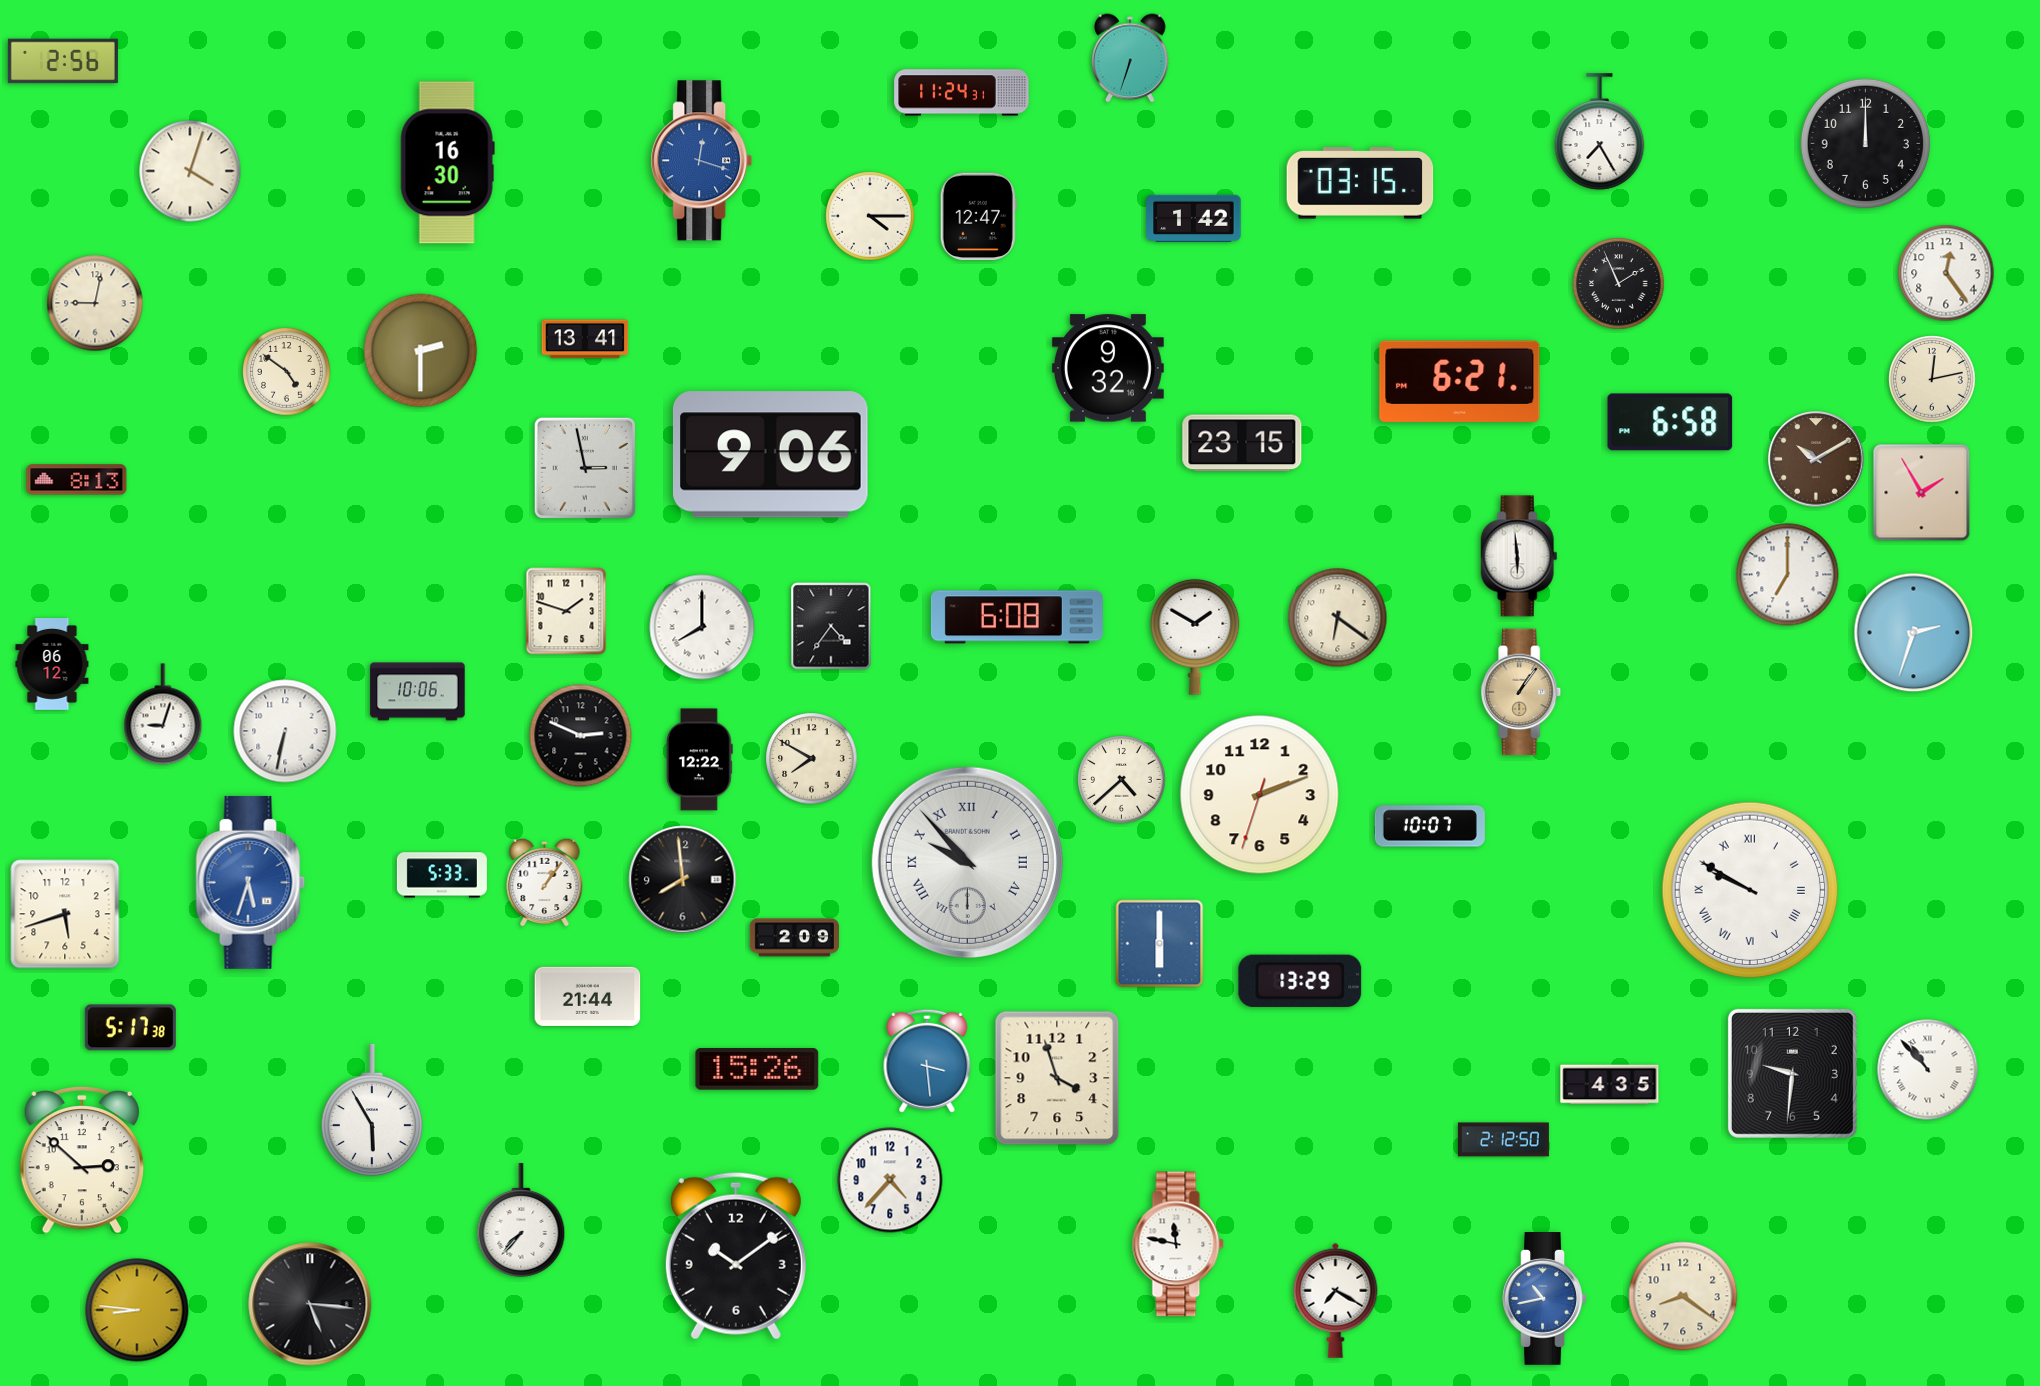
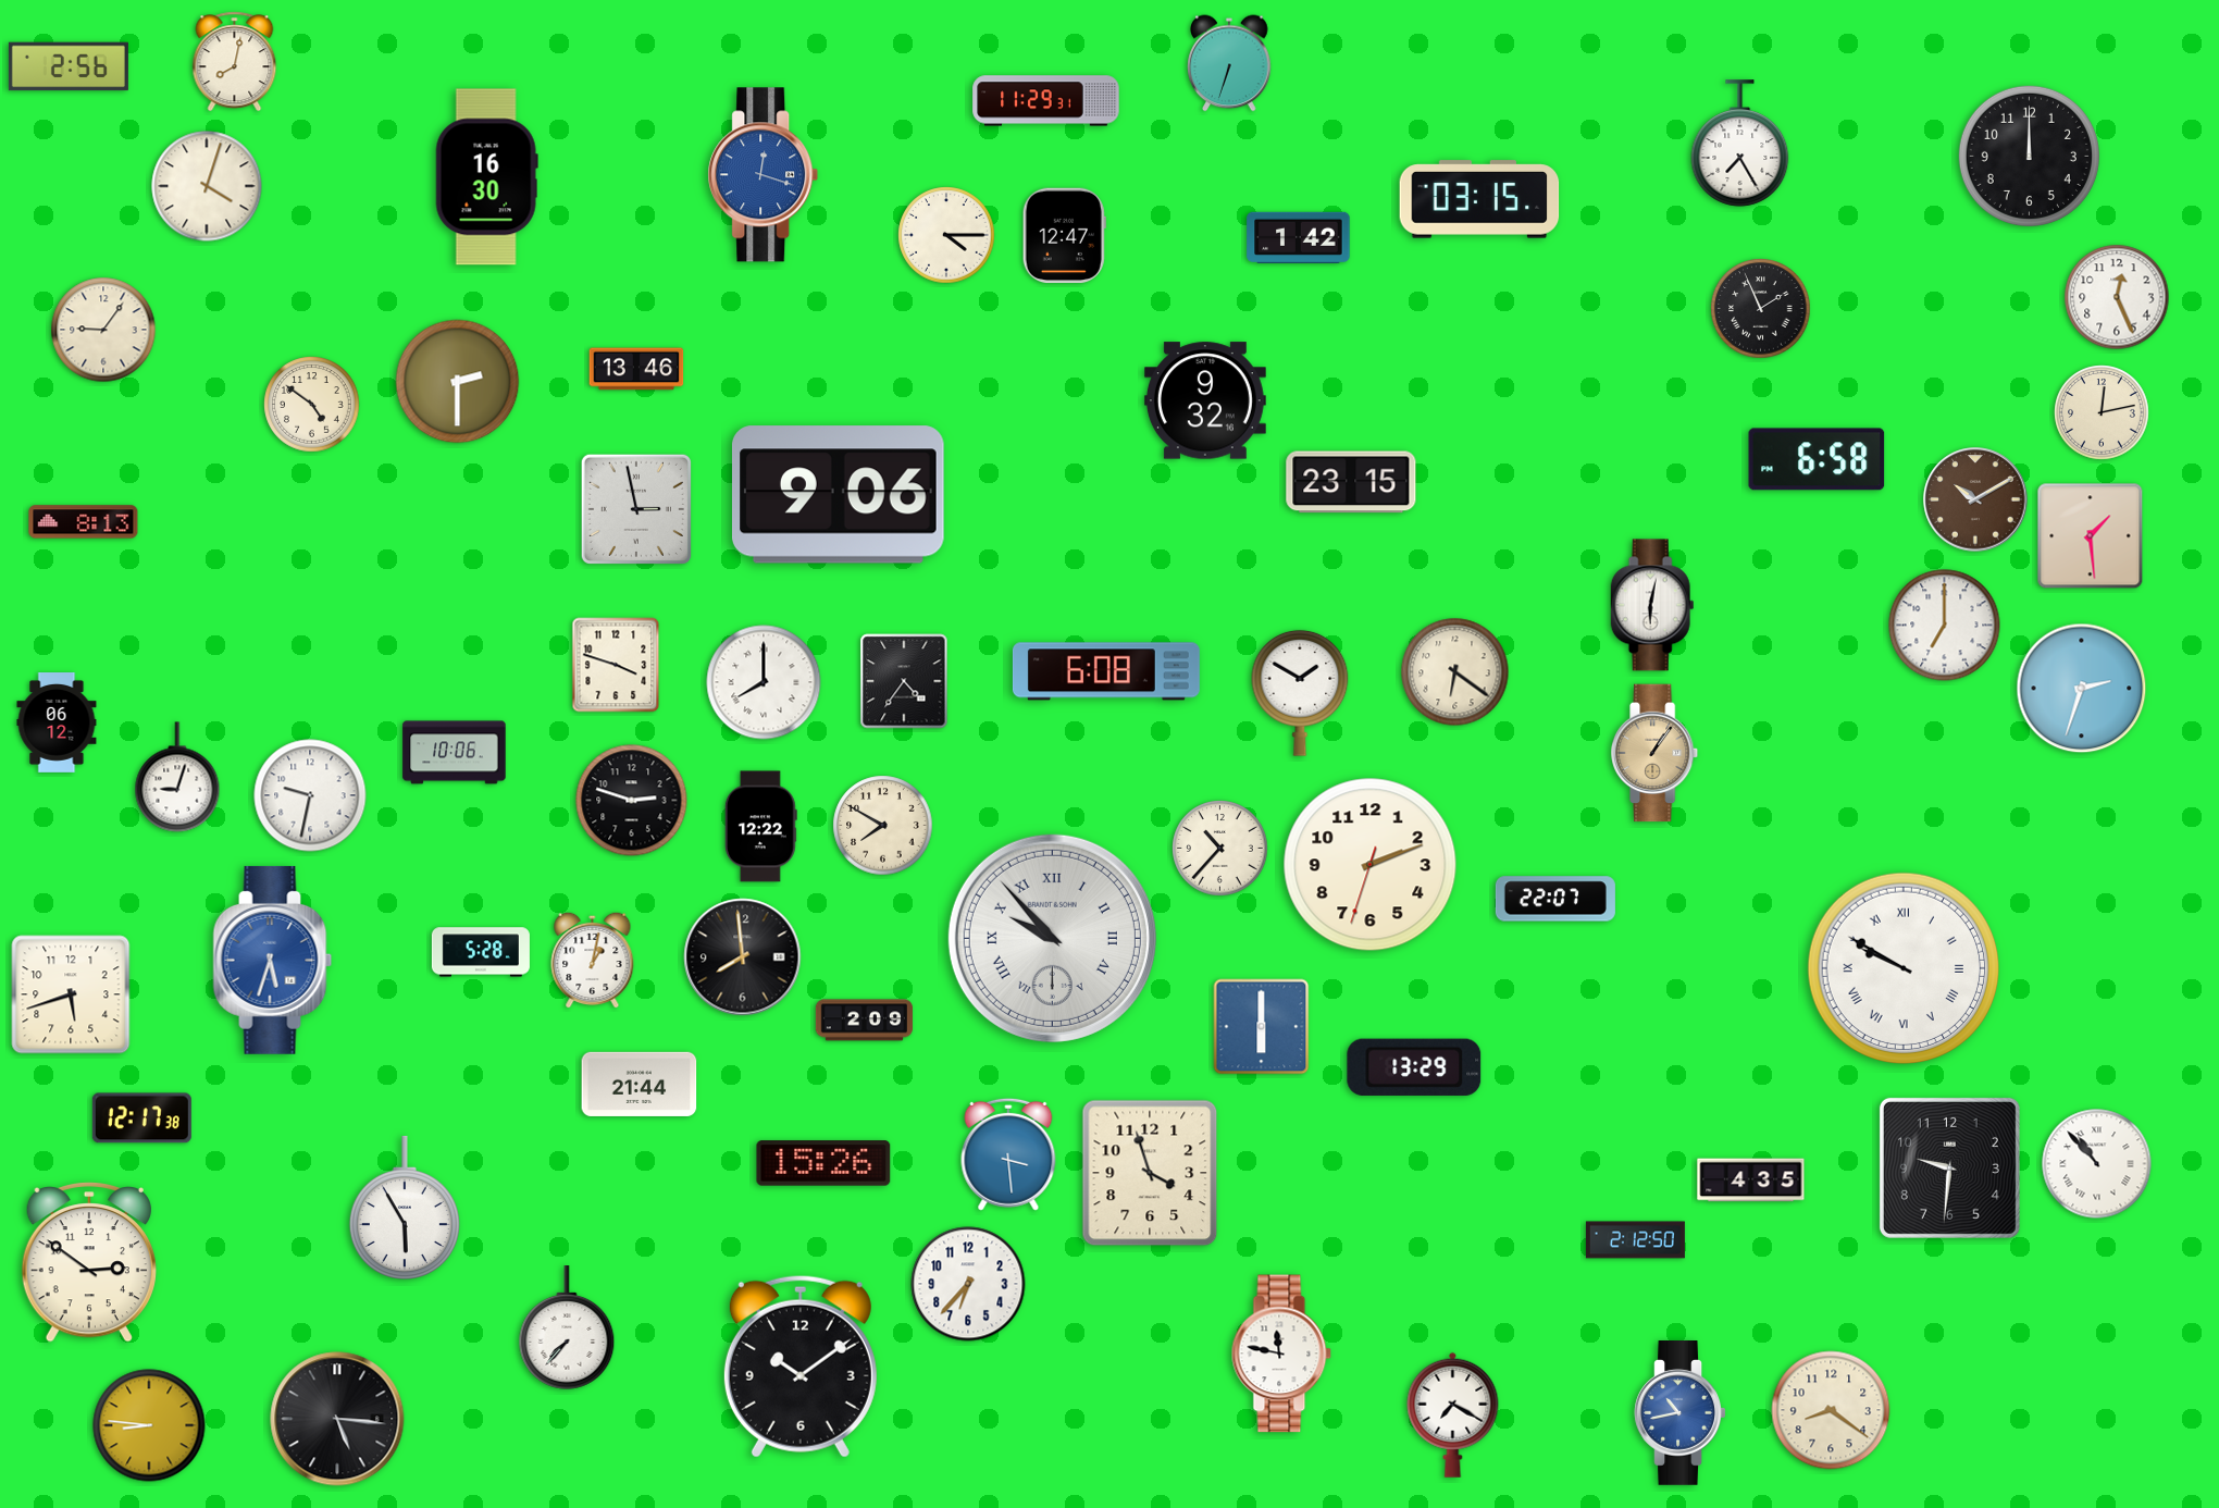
clock at (235, 62): none -> 8:02
clock at (962, 93): 11:24 -> 11:29
clock at (1946, 273): 12:24 -> 12:26
clock at (95, 303): 9:02 -> 9:06
clock at (585, 339): 13:41 -> 13:46
clock at (1460, 381): 6:21 -> none
clock at (1922, 493): 1:55 -> 1:29
clock at (1519, 556): 5:59 -> 6:02
clock at (566, 611): 1:48 -> 3:48
clock at (285, 731): 6:32 -> 9:32
clock at (581, 736): 2:49 -> 2:48
clock at (1122, 780): 4:38 -> 10:37
clock at (1430, 826): 10:07 -> 22:07
clock at (442, 875): 5:33 -> 5:28
clock at (545, 882): 1:06 -> 1:02
clock at (130, 1028): 5:17 -> 12:17
clock at (82, 1161): 2:52 -> 2:51
clock at (890, 1180): 4:37 -> 6:37
